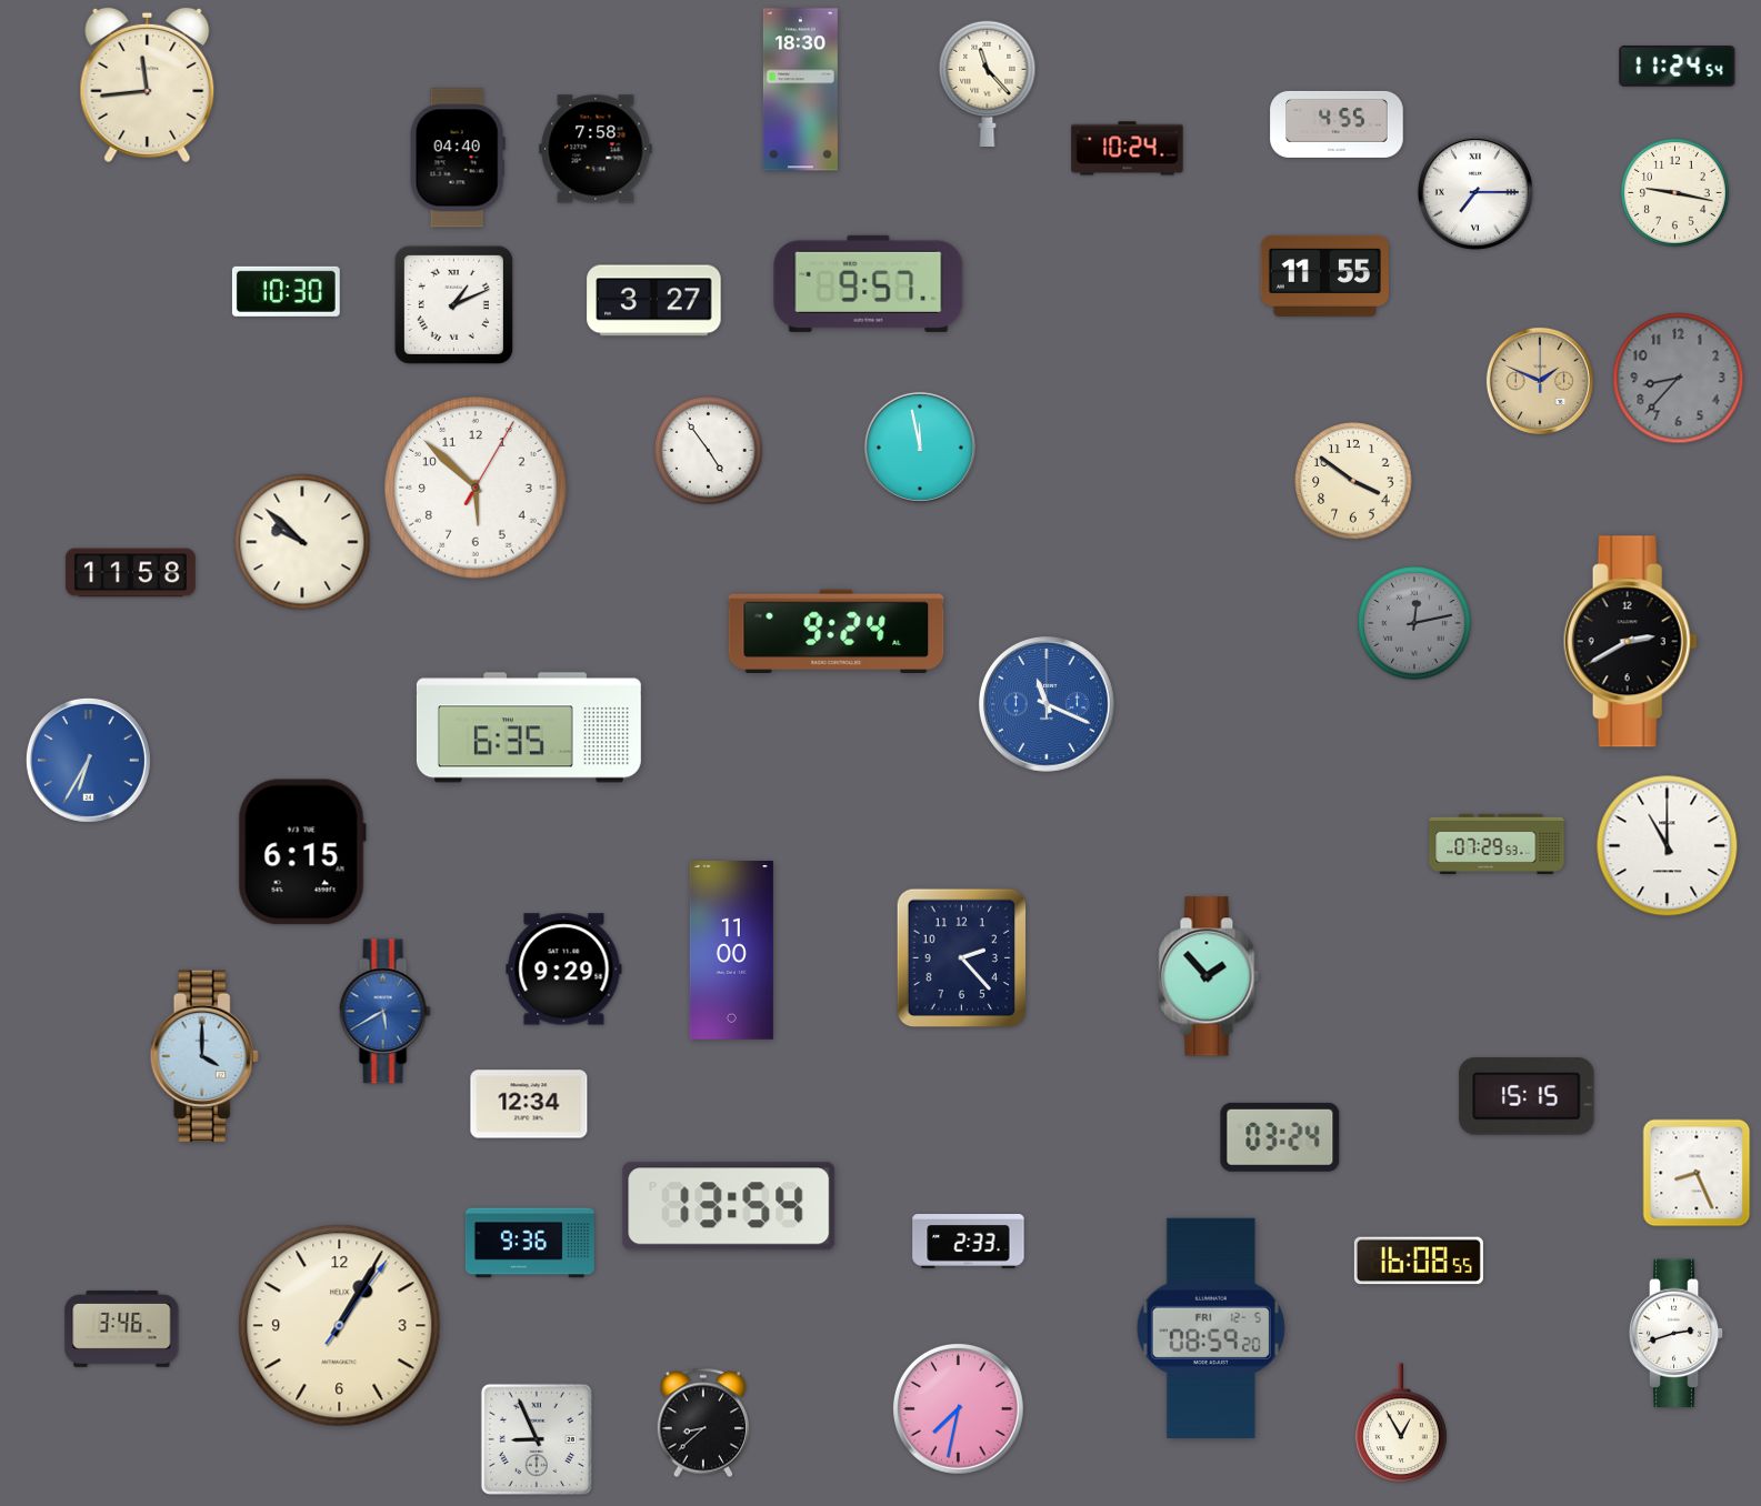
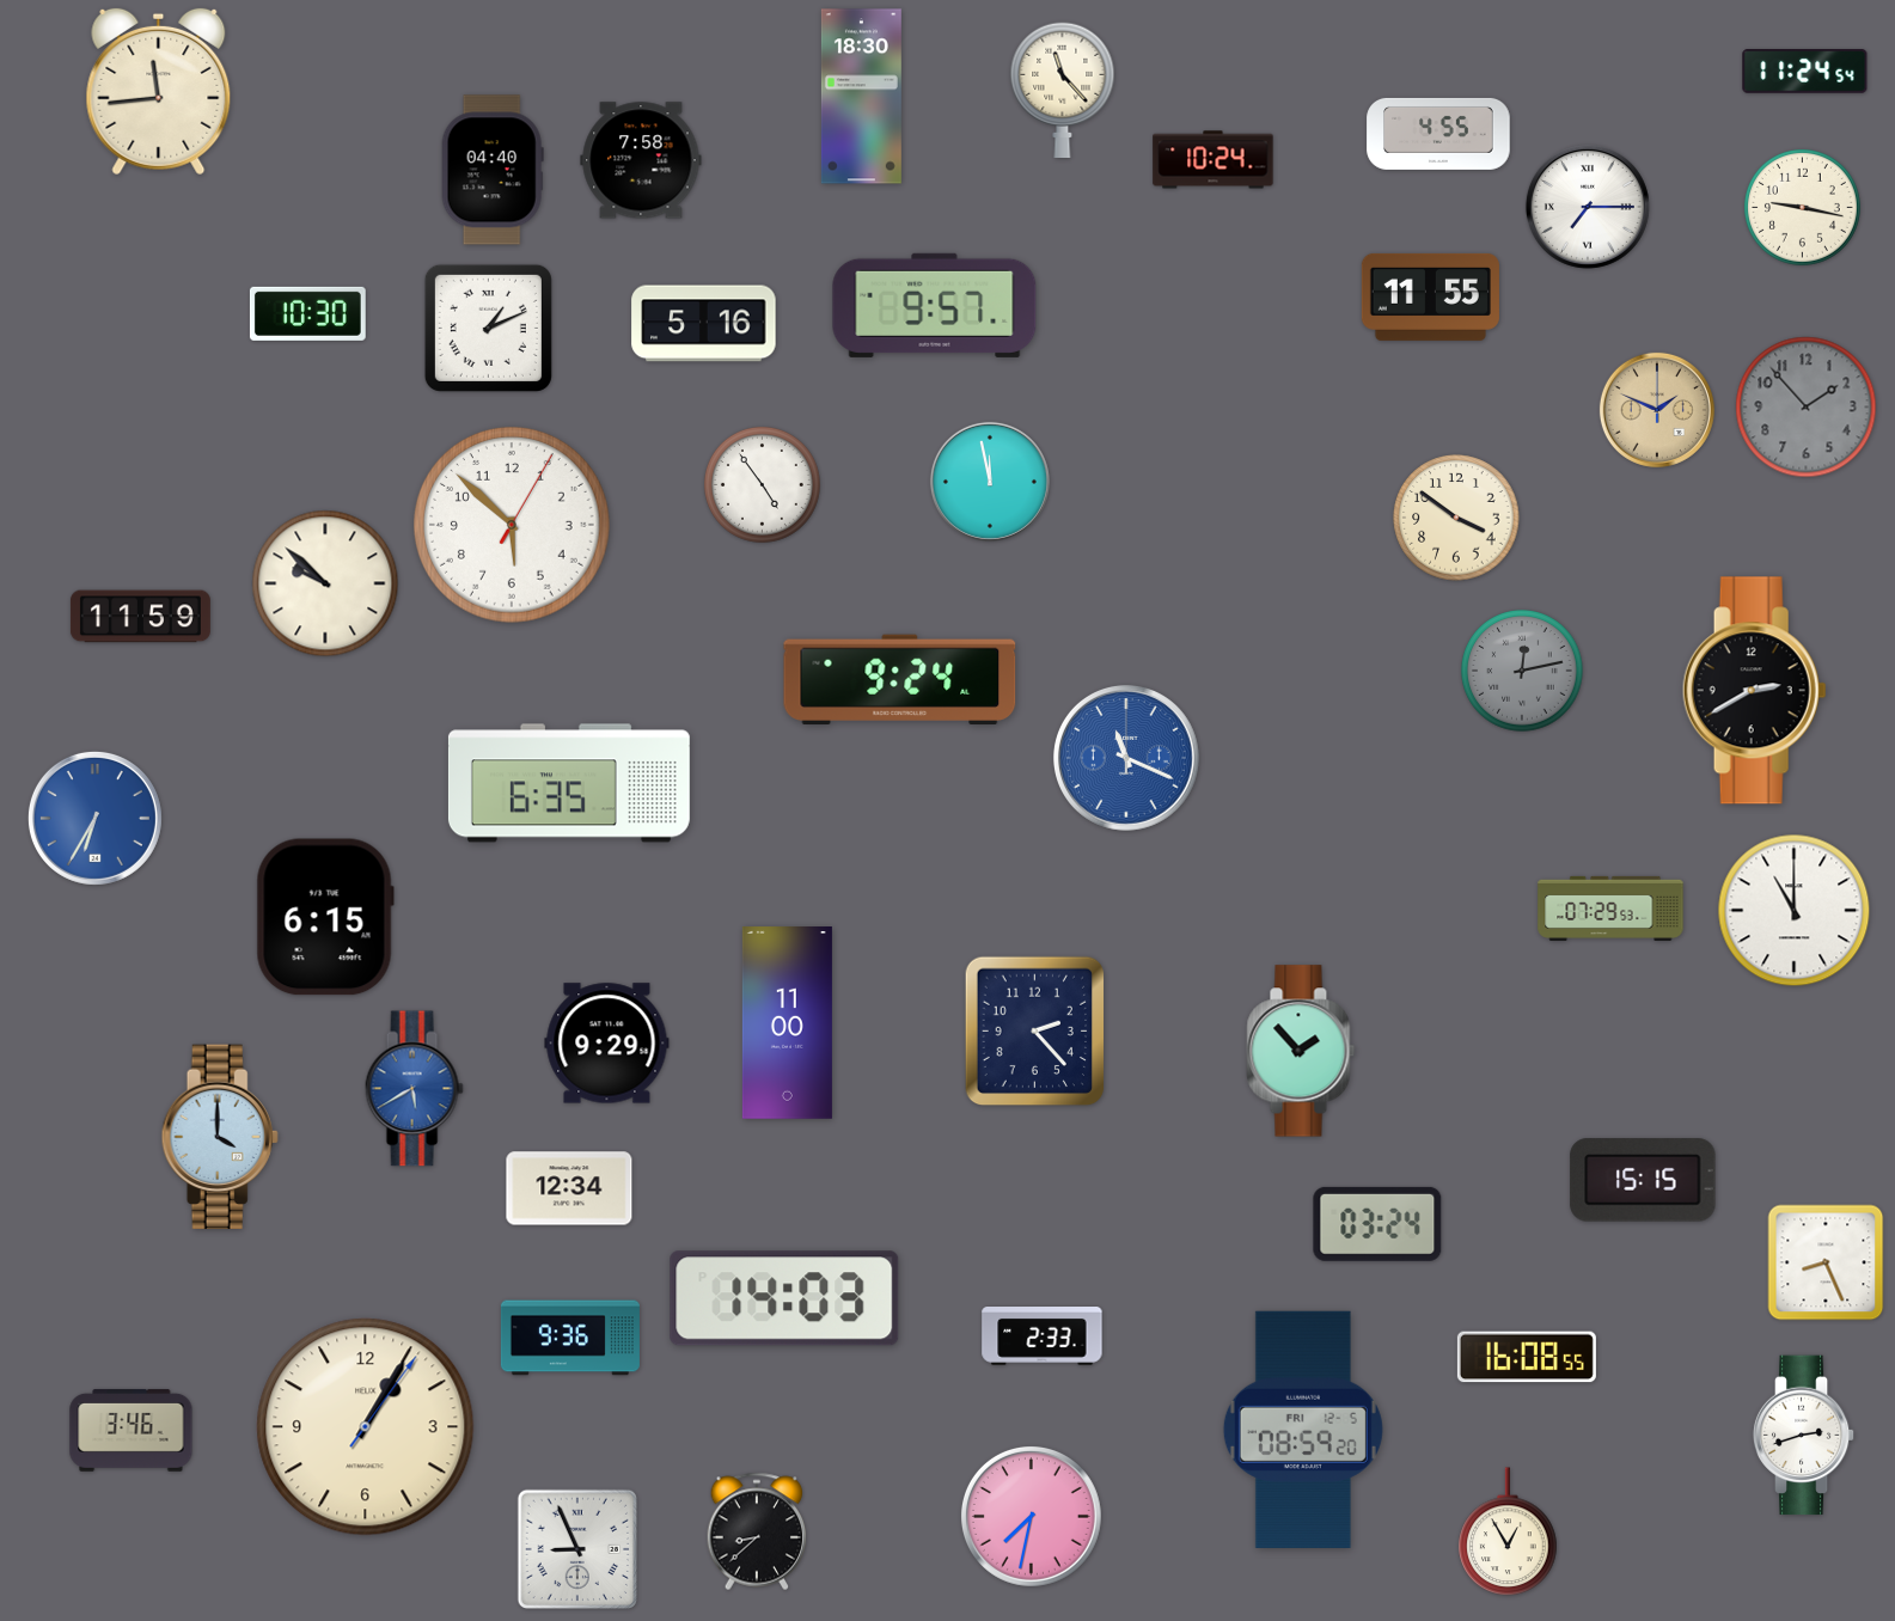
clock at (1324, 275) position: (1324, 275) -> (1430, 296)
clock at (654, 301): 3:27 -> 5:16
clock at (1679, 379): 8:37 -> 1:53
clock at (130, 573): 11:58 -> 11:59
clock at (729, 1206): 13:54 -> 14:03
